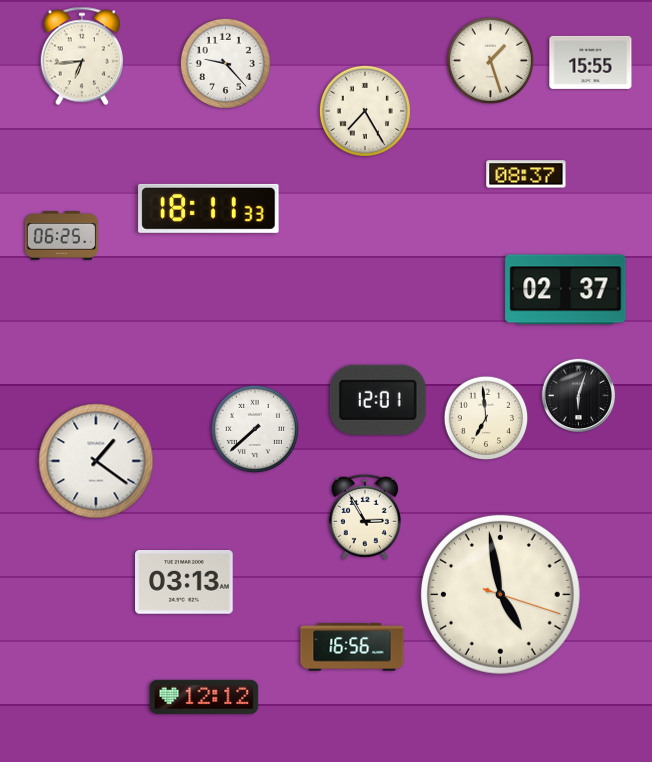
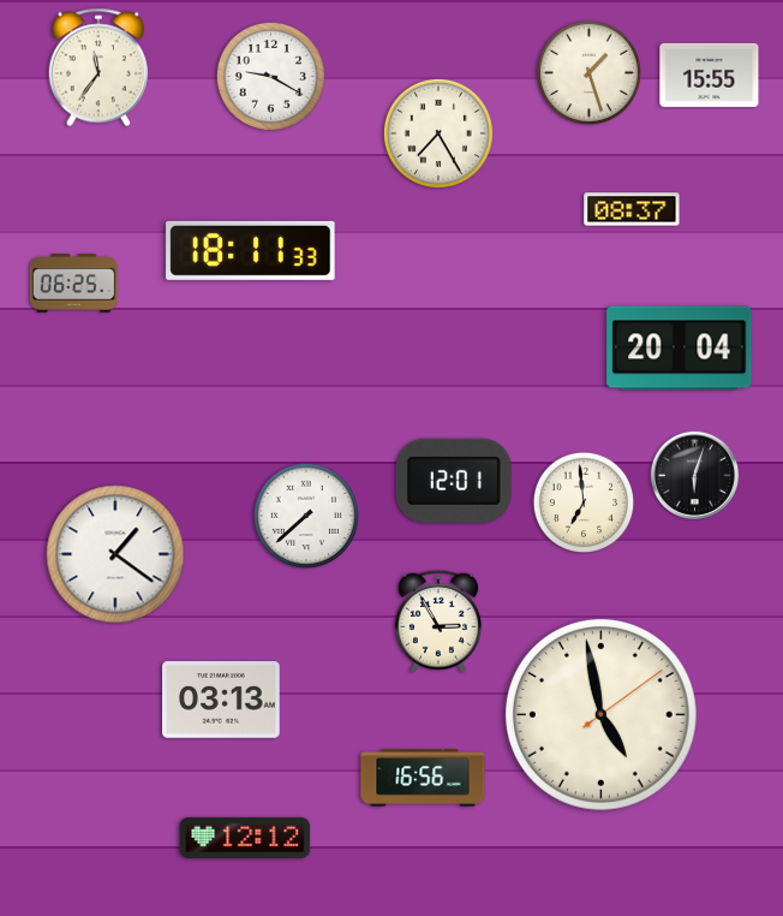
clock at (81, 56): 6:44 -> 11:36
clock at (225, 63): 9:23 -> 9:20
clock at (566, 290): 02:37 -> 20:04
clock at (500, 594): 4:58:18 -> 4:58:09
